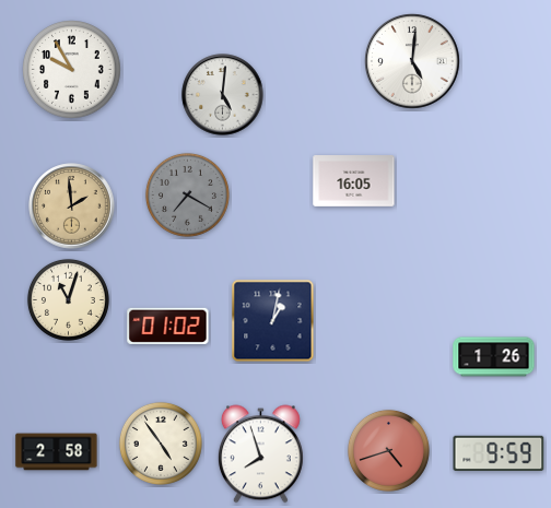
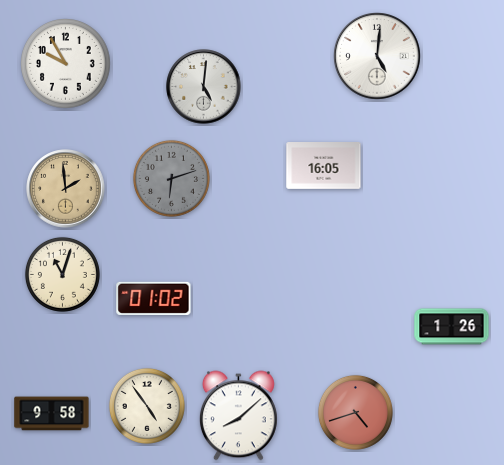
clock at (187, 194): 7:20 -> 6:12
clock at (273, 321): 1:02 -> none
clock at (57, 452): 2:58 -> 9:58
clock at (499, 453): 9:59 -> none
clock at (260, 454): 7:57 -> 8:08
